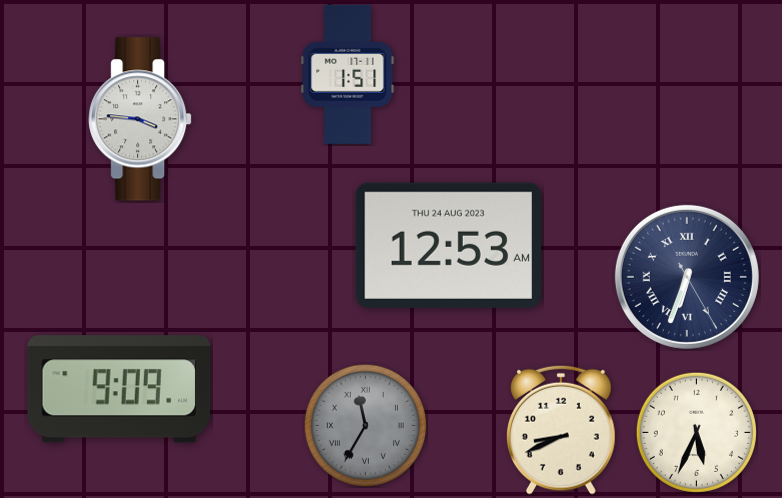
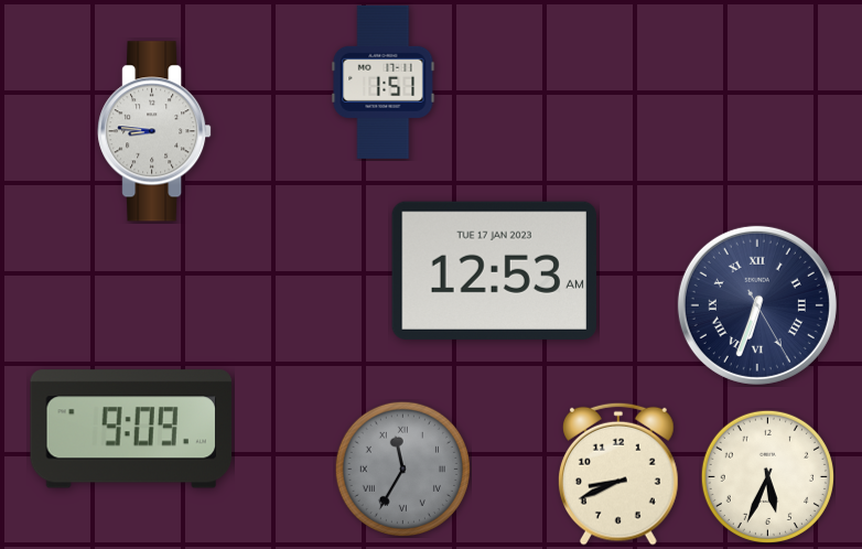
clock at (140, 119): 3:46 -> 8:46
clock at (448, 245) date: THU 24 AUG 2023 -> TUE 17 JAN 2023
